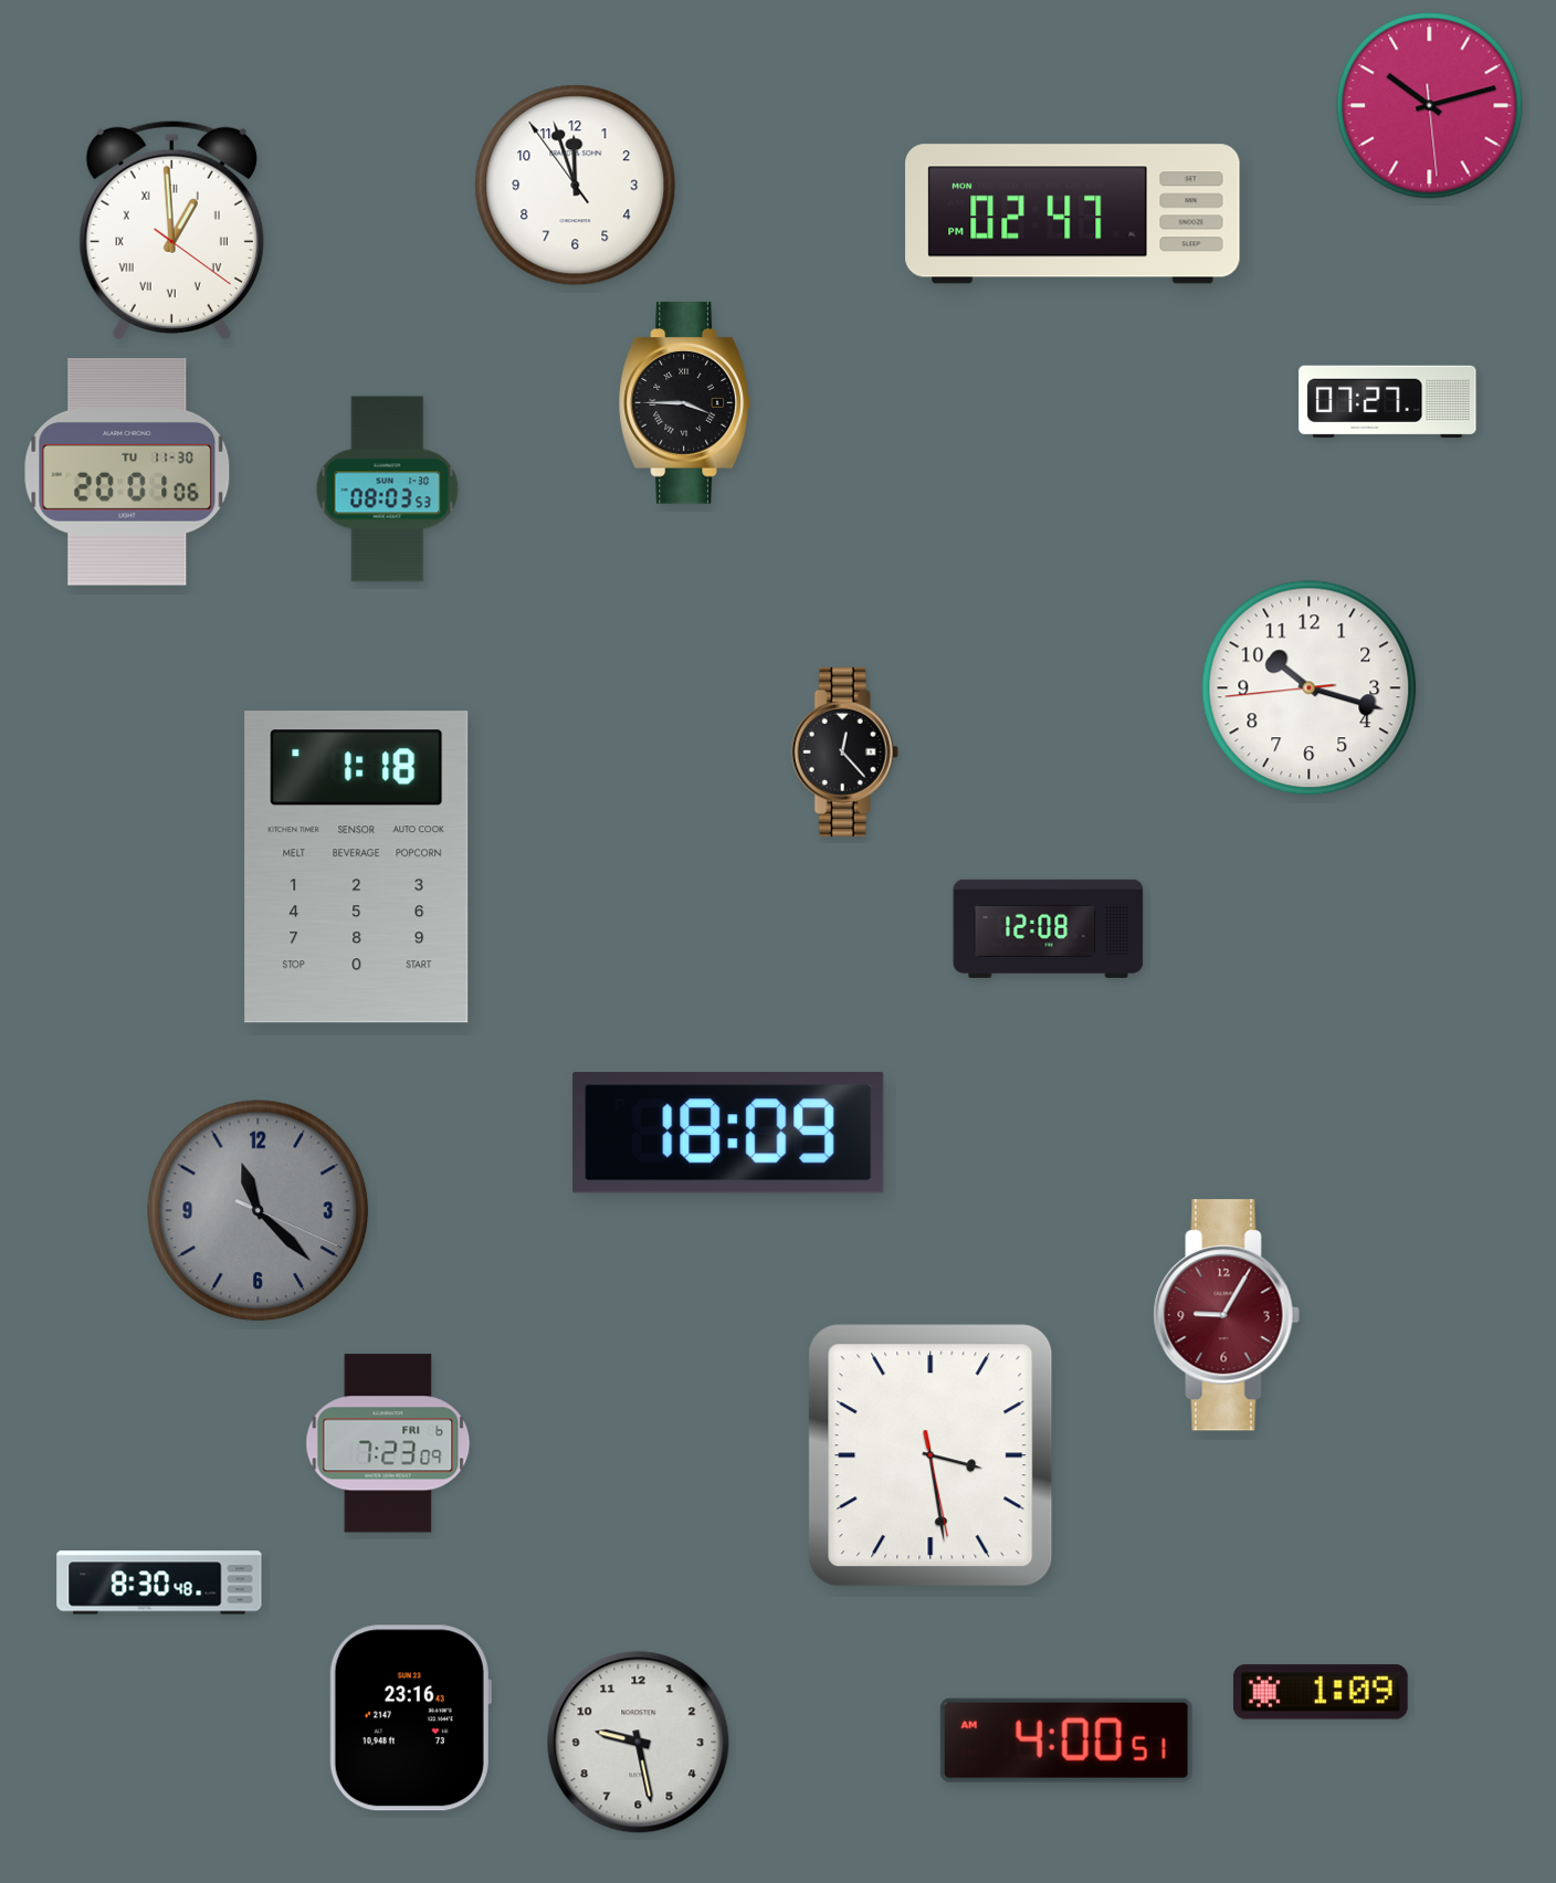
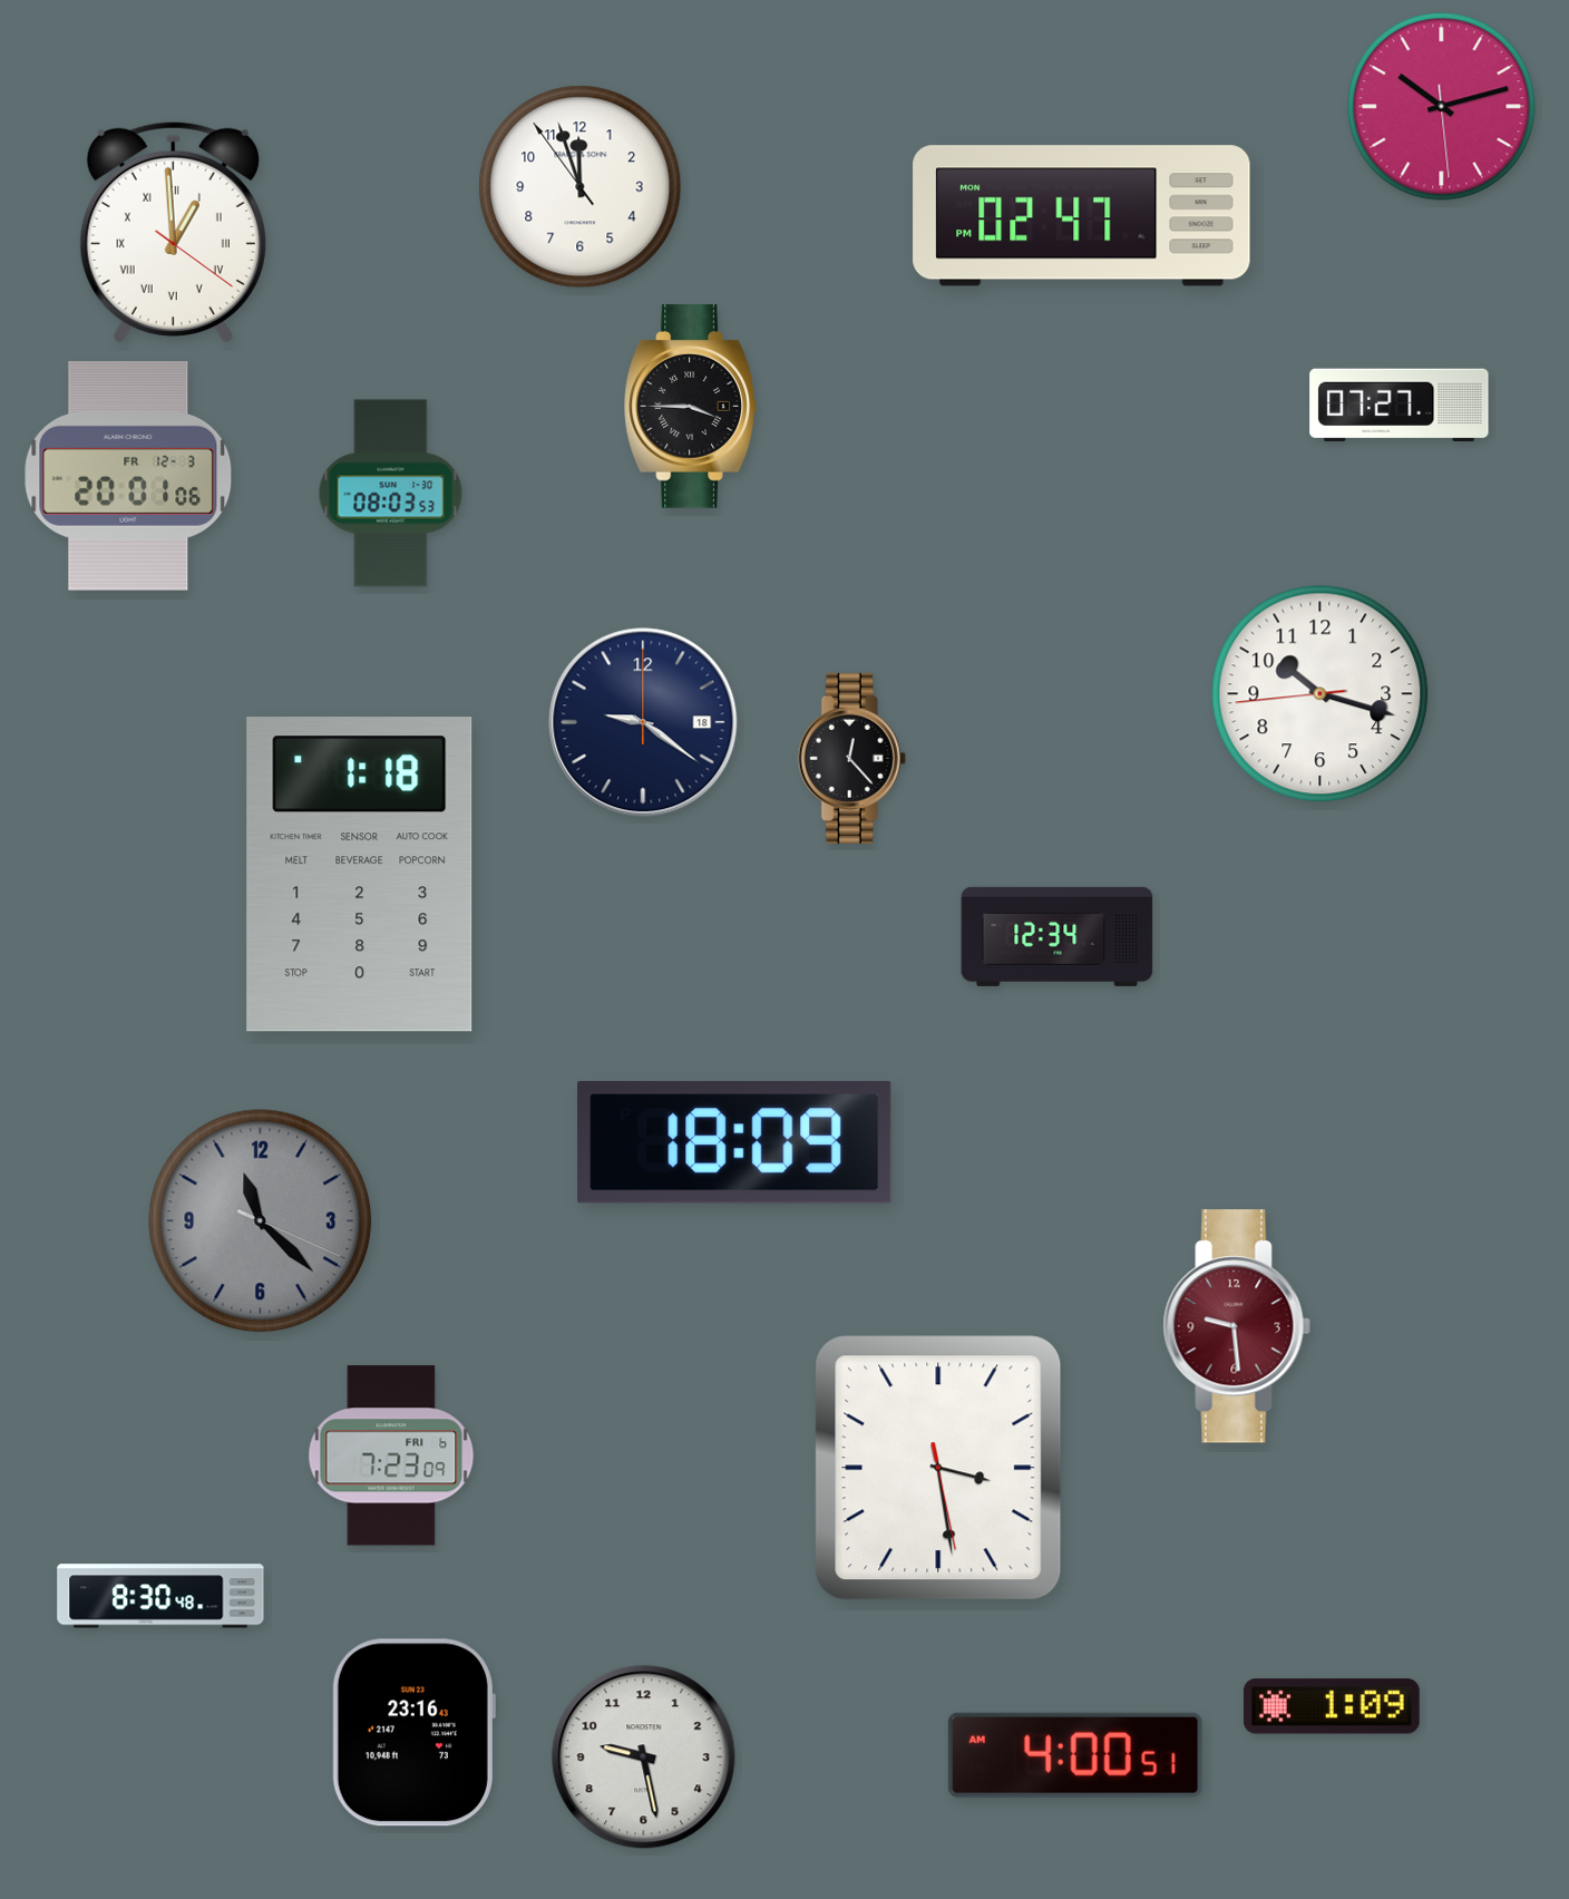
clock at (127, 472) date: TU 11-30 -> FR 12-3
clock at (643, 722): none -> 9:21
clock at (1049, 928): 12:08 -> 12:34
clock at (1227, 1315): 9:05 -> 9:29
